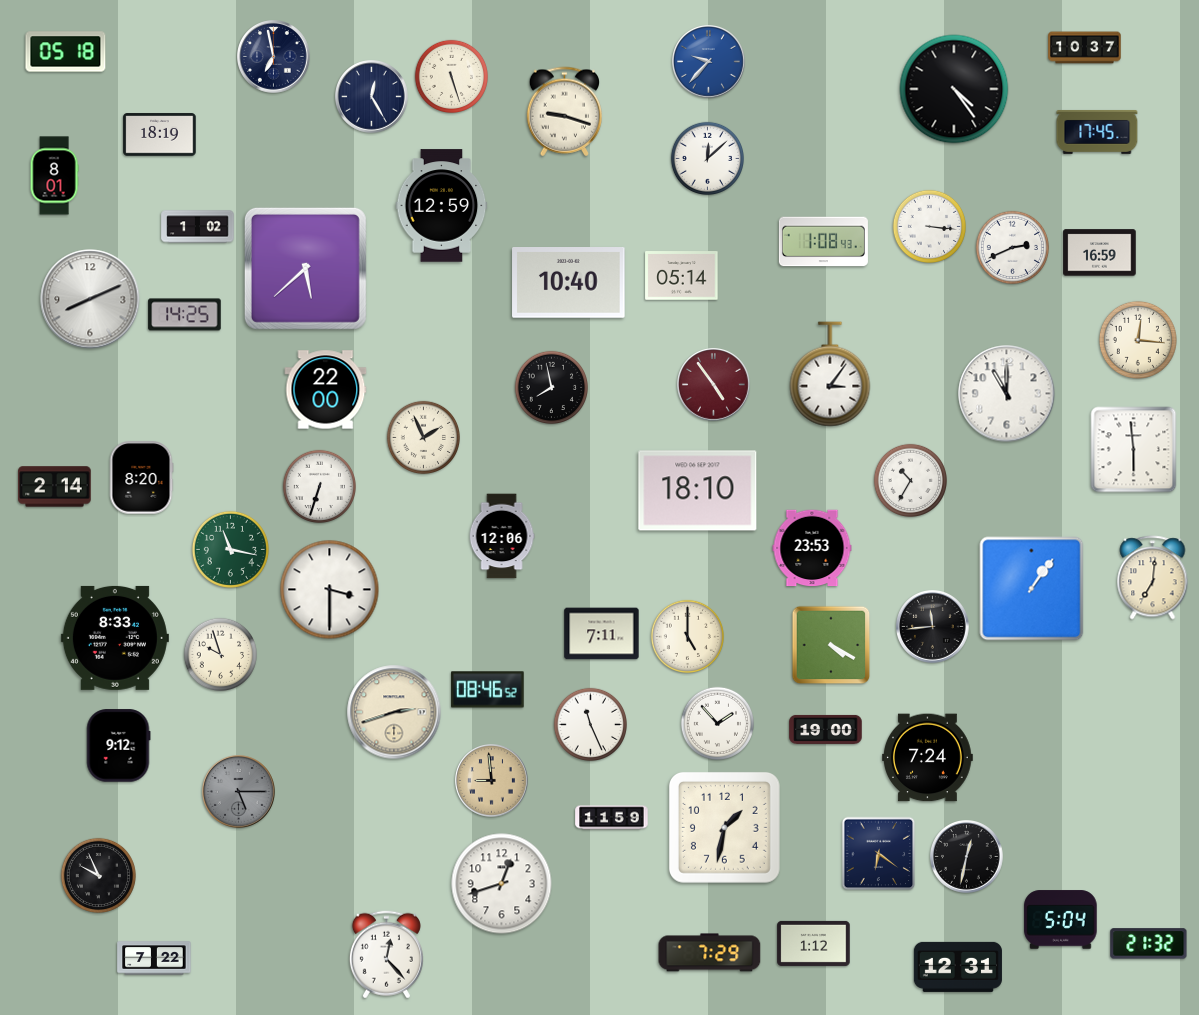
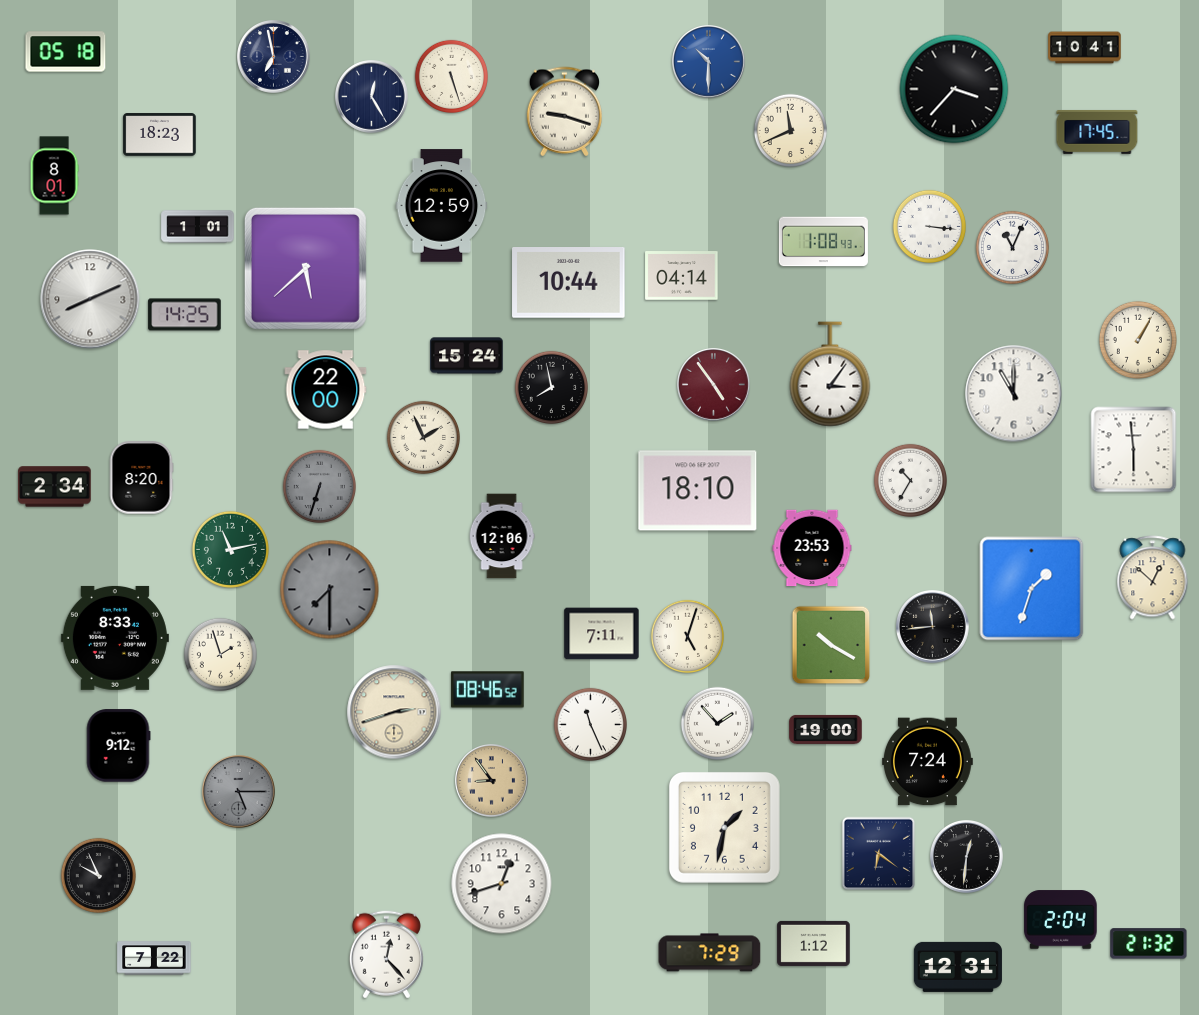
clock at (1085, 48): 10:37 -> 10:41
clock at (709, 62): 9:37 -> 10:30
clock at (954, 89): 4:24 -> 3:37
clock at (790, 130): none -> 11:41
clock at (160, 135): 18:19 -> 18:23
clock at (707, 158): 12:08 -> none
clock at (198, 227): 1:02 -> 1:01
clock at (1012, 247): 2:41 -> 11:04
clock at (1100, 253): 16:59 -> none
clock at (682, 276): 05:14 -> 04:14
clock at (569, 283): 10:40 -> 10:44
clock at (1138, 340): 12:16 -> 1:05
clock at (467, 356): none -> 15:24
clock at (1007, 394) position: (1007, 394) -> (1014, 394)
clock at (319, 486) dial: white -> grey
clock at (55, 487): 2:14 -> 2:34
clock at (230, 549): 11:17 -> 11:13
clock at (1153, 578): 7:01 -> 12:52
clock at (1032, 589): 1:06 -> 1:33
clock at (330, 590): 3:30 -> 7:30
clock at (330, 590) dial: white -> grey
clock at (687, 636): 5:00 -> 5:03
clock at (831, 645): 4:20 -> 10:20
clock at (220, 654): 9:57 -> 1:57
clock at (928, 758) position: (928, 758) -> (928, 762)
clock at (492, 781): 8:59 -> 8:54
clock at (612, 818): 11:59 -> none
clock at (967, 857): 12:32 -> 12:31
clock at (1061, 920): 5:04 -> 2:04
